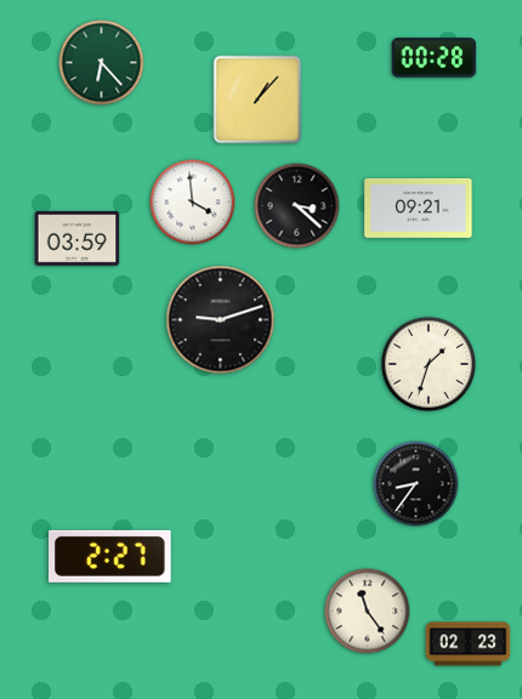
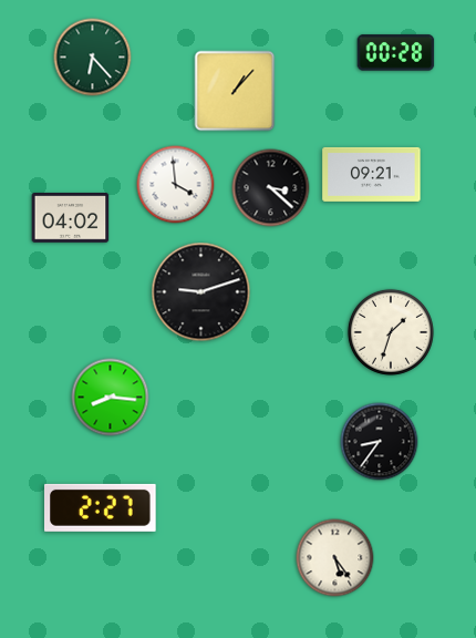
clock at (419, 208) position: (419, 208) -> (372, 174)
clock at (78, 239): 03:59 -> 04:02
clock at (111, 398): none -> 8:16
clock at (368, 612): 11:24 -> 5:24
clock at (469, 644): 02:23 -> none
